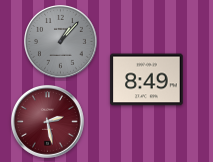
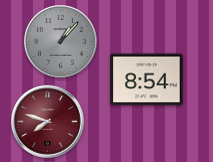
clock at (147, 80): 8:49 -> 8:54
clock at (48, 122): 2:28 -> 7:48
